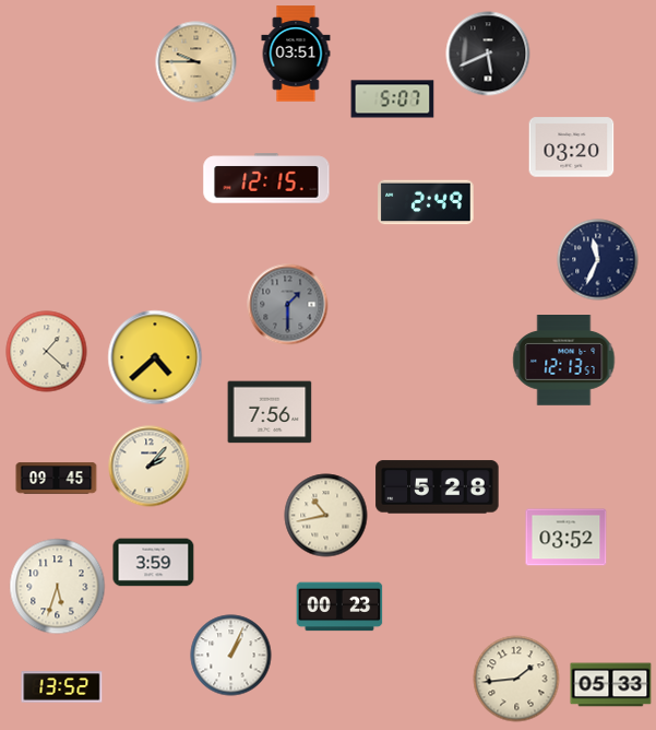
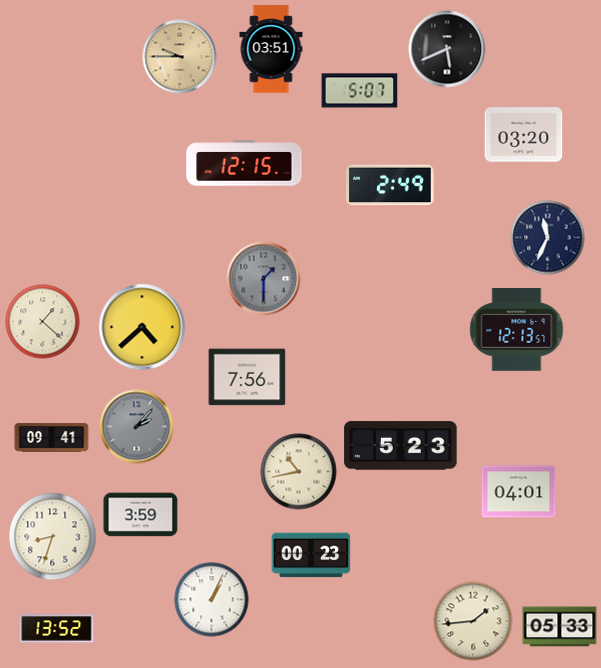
clock at (150, 467) dial: cream -> grey
clock at (57, 479): 09:45 -> 09:41
clock at (438, 487): 5:28 -> 5:23
clock at (566, 538): 03:52 -> 04:01
clock at (58, 587): 5:33 -> 8:33
